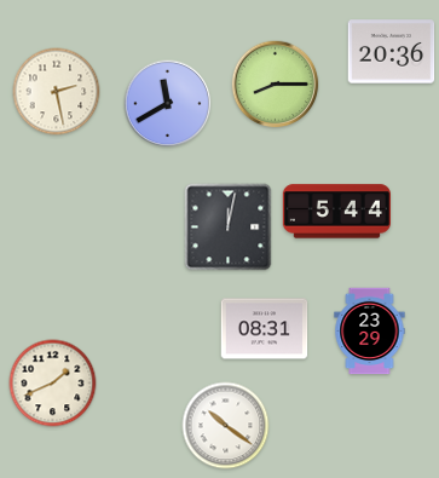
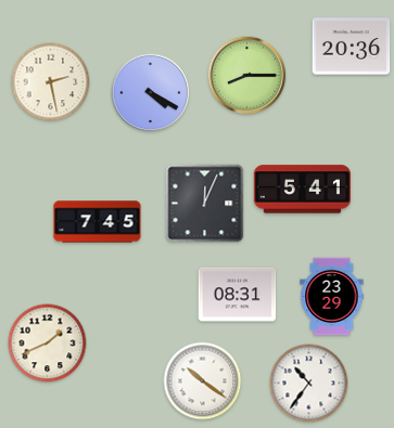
clock at (168, 104): 11:40 -> 4:20
clock at (336, 212): 5:44 -> 5:41
clock at (229, 228): 12:02 -> 12:04
clock at (98, 222): none -> 7:45
clock at (309, 384): none -> 10:36
